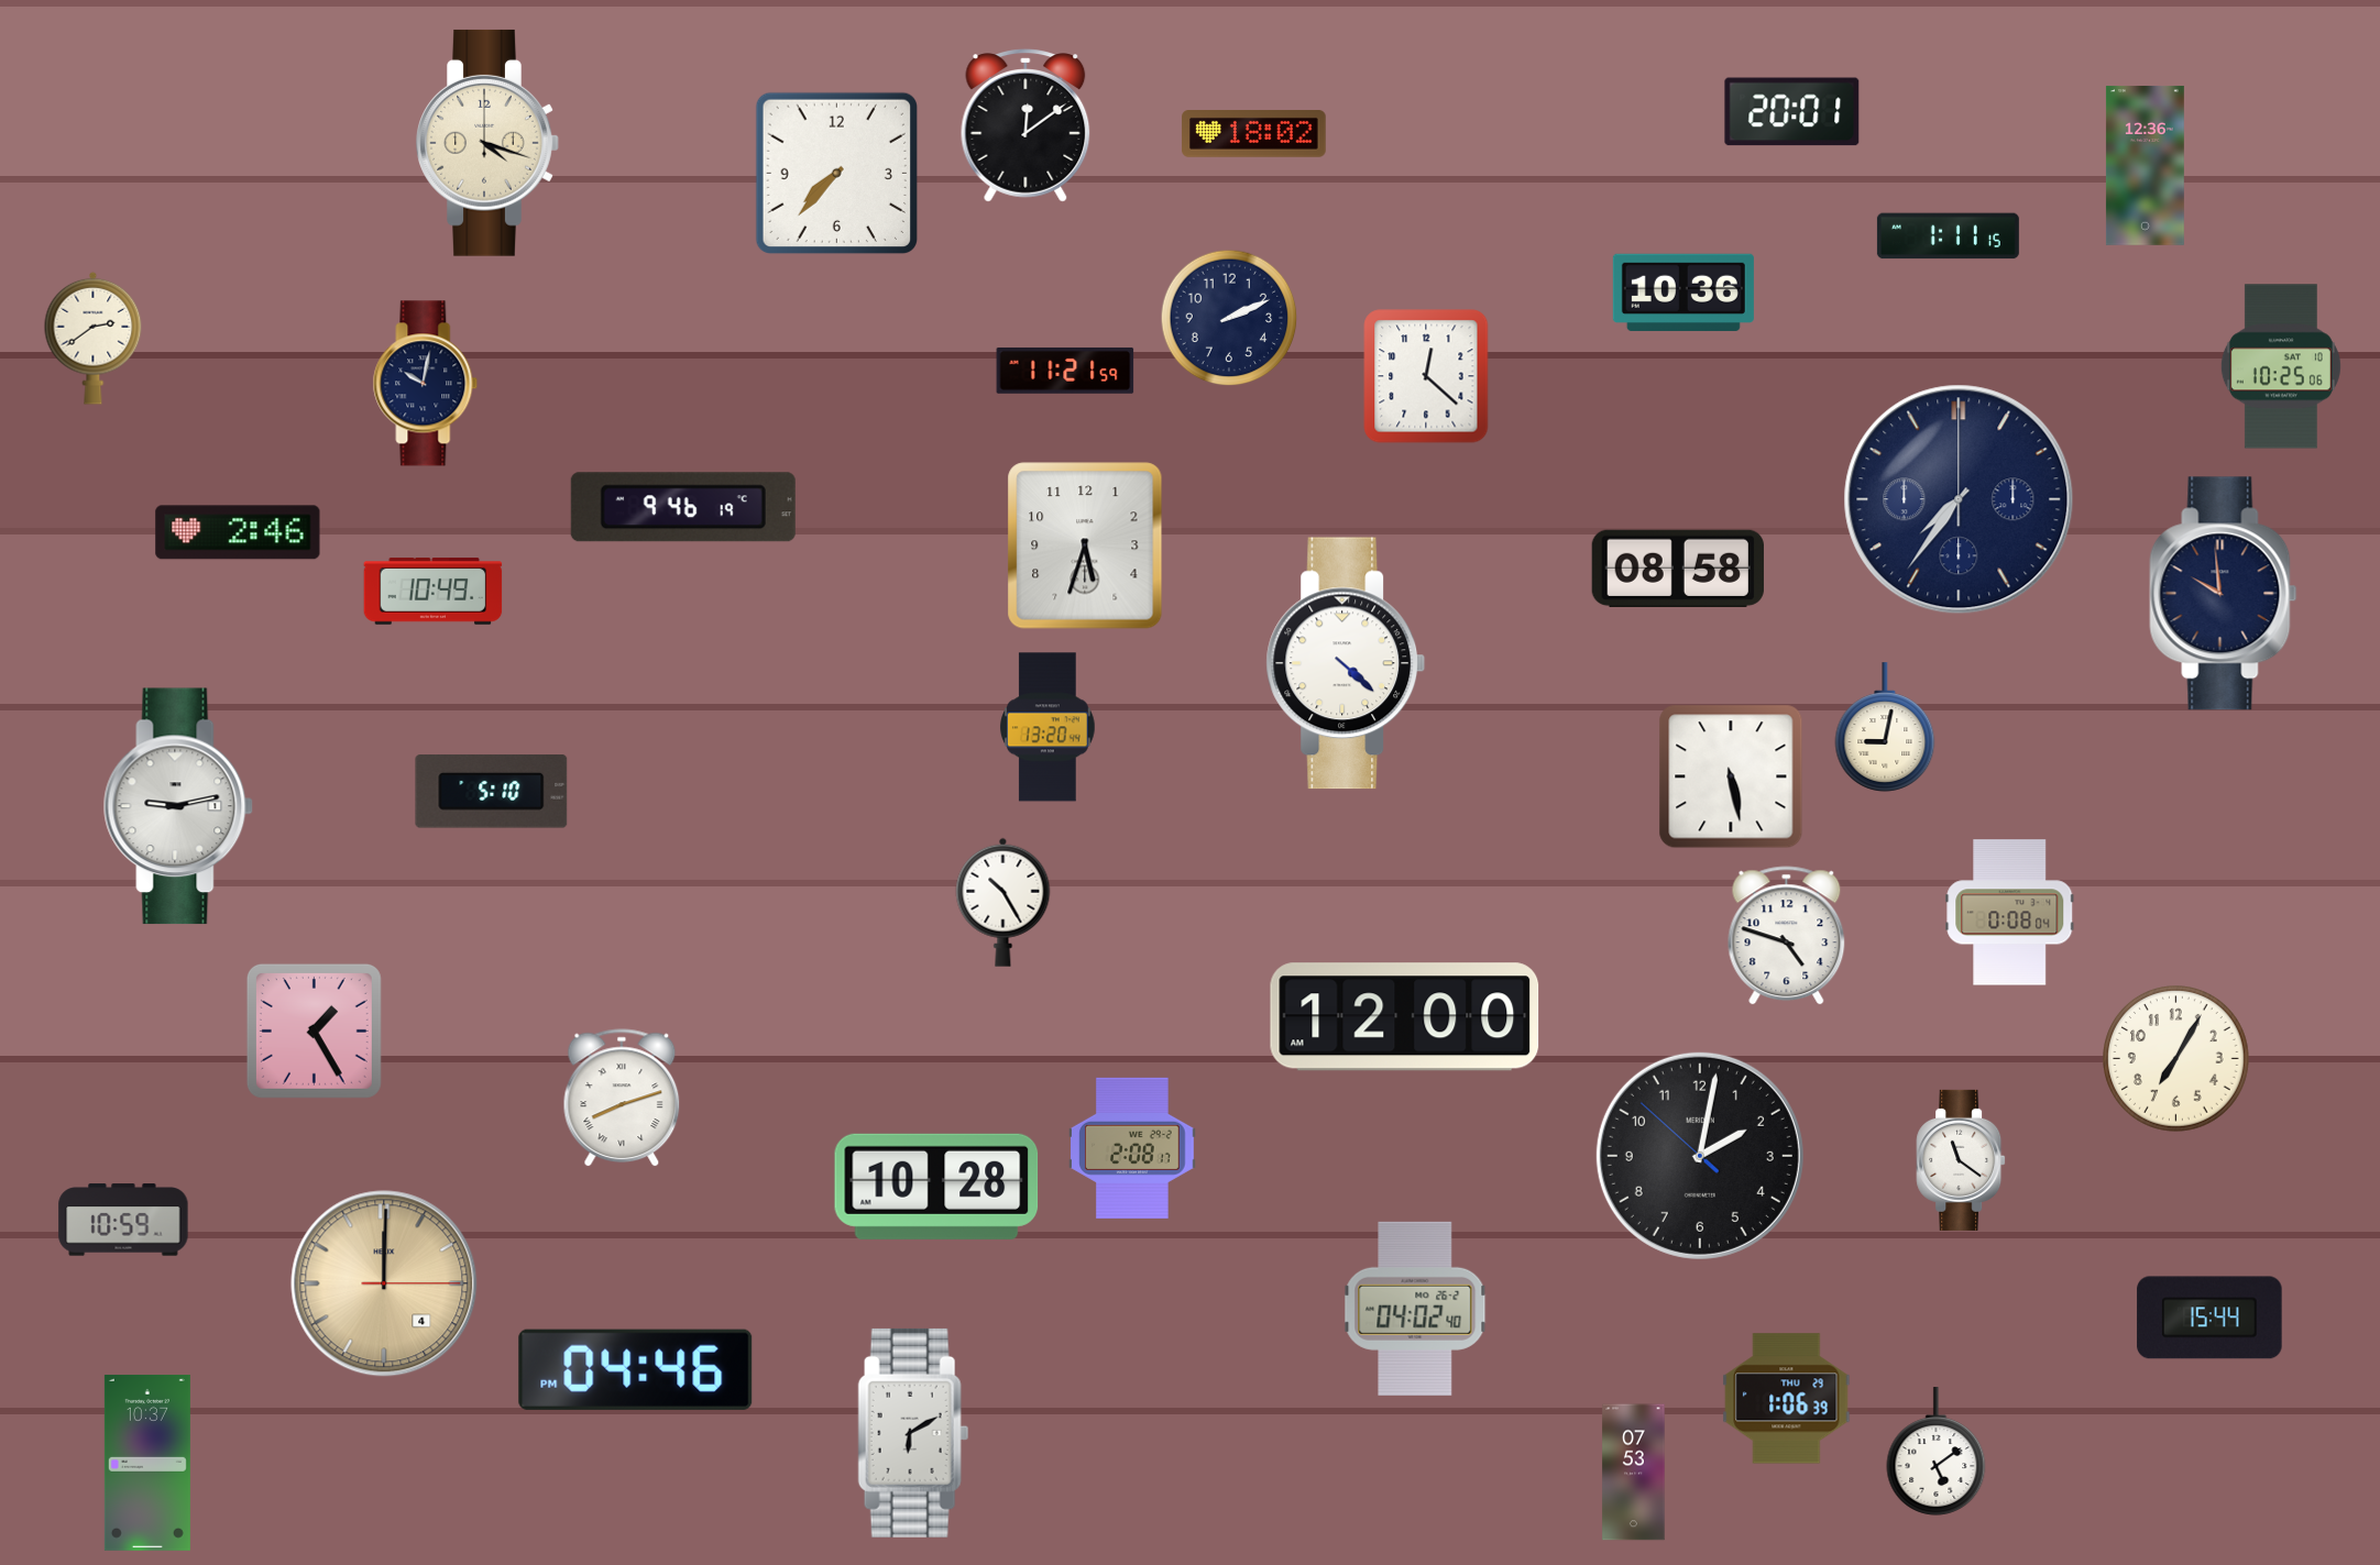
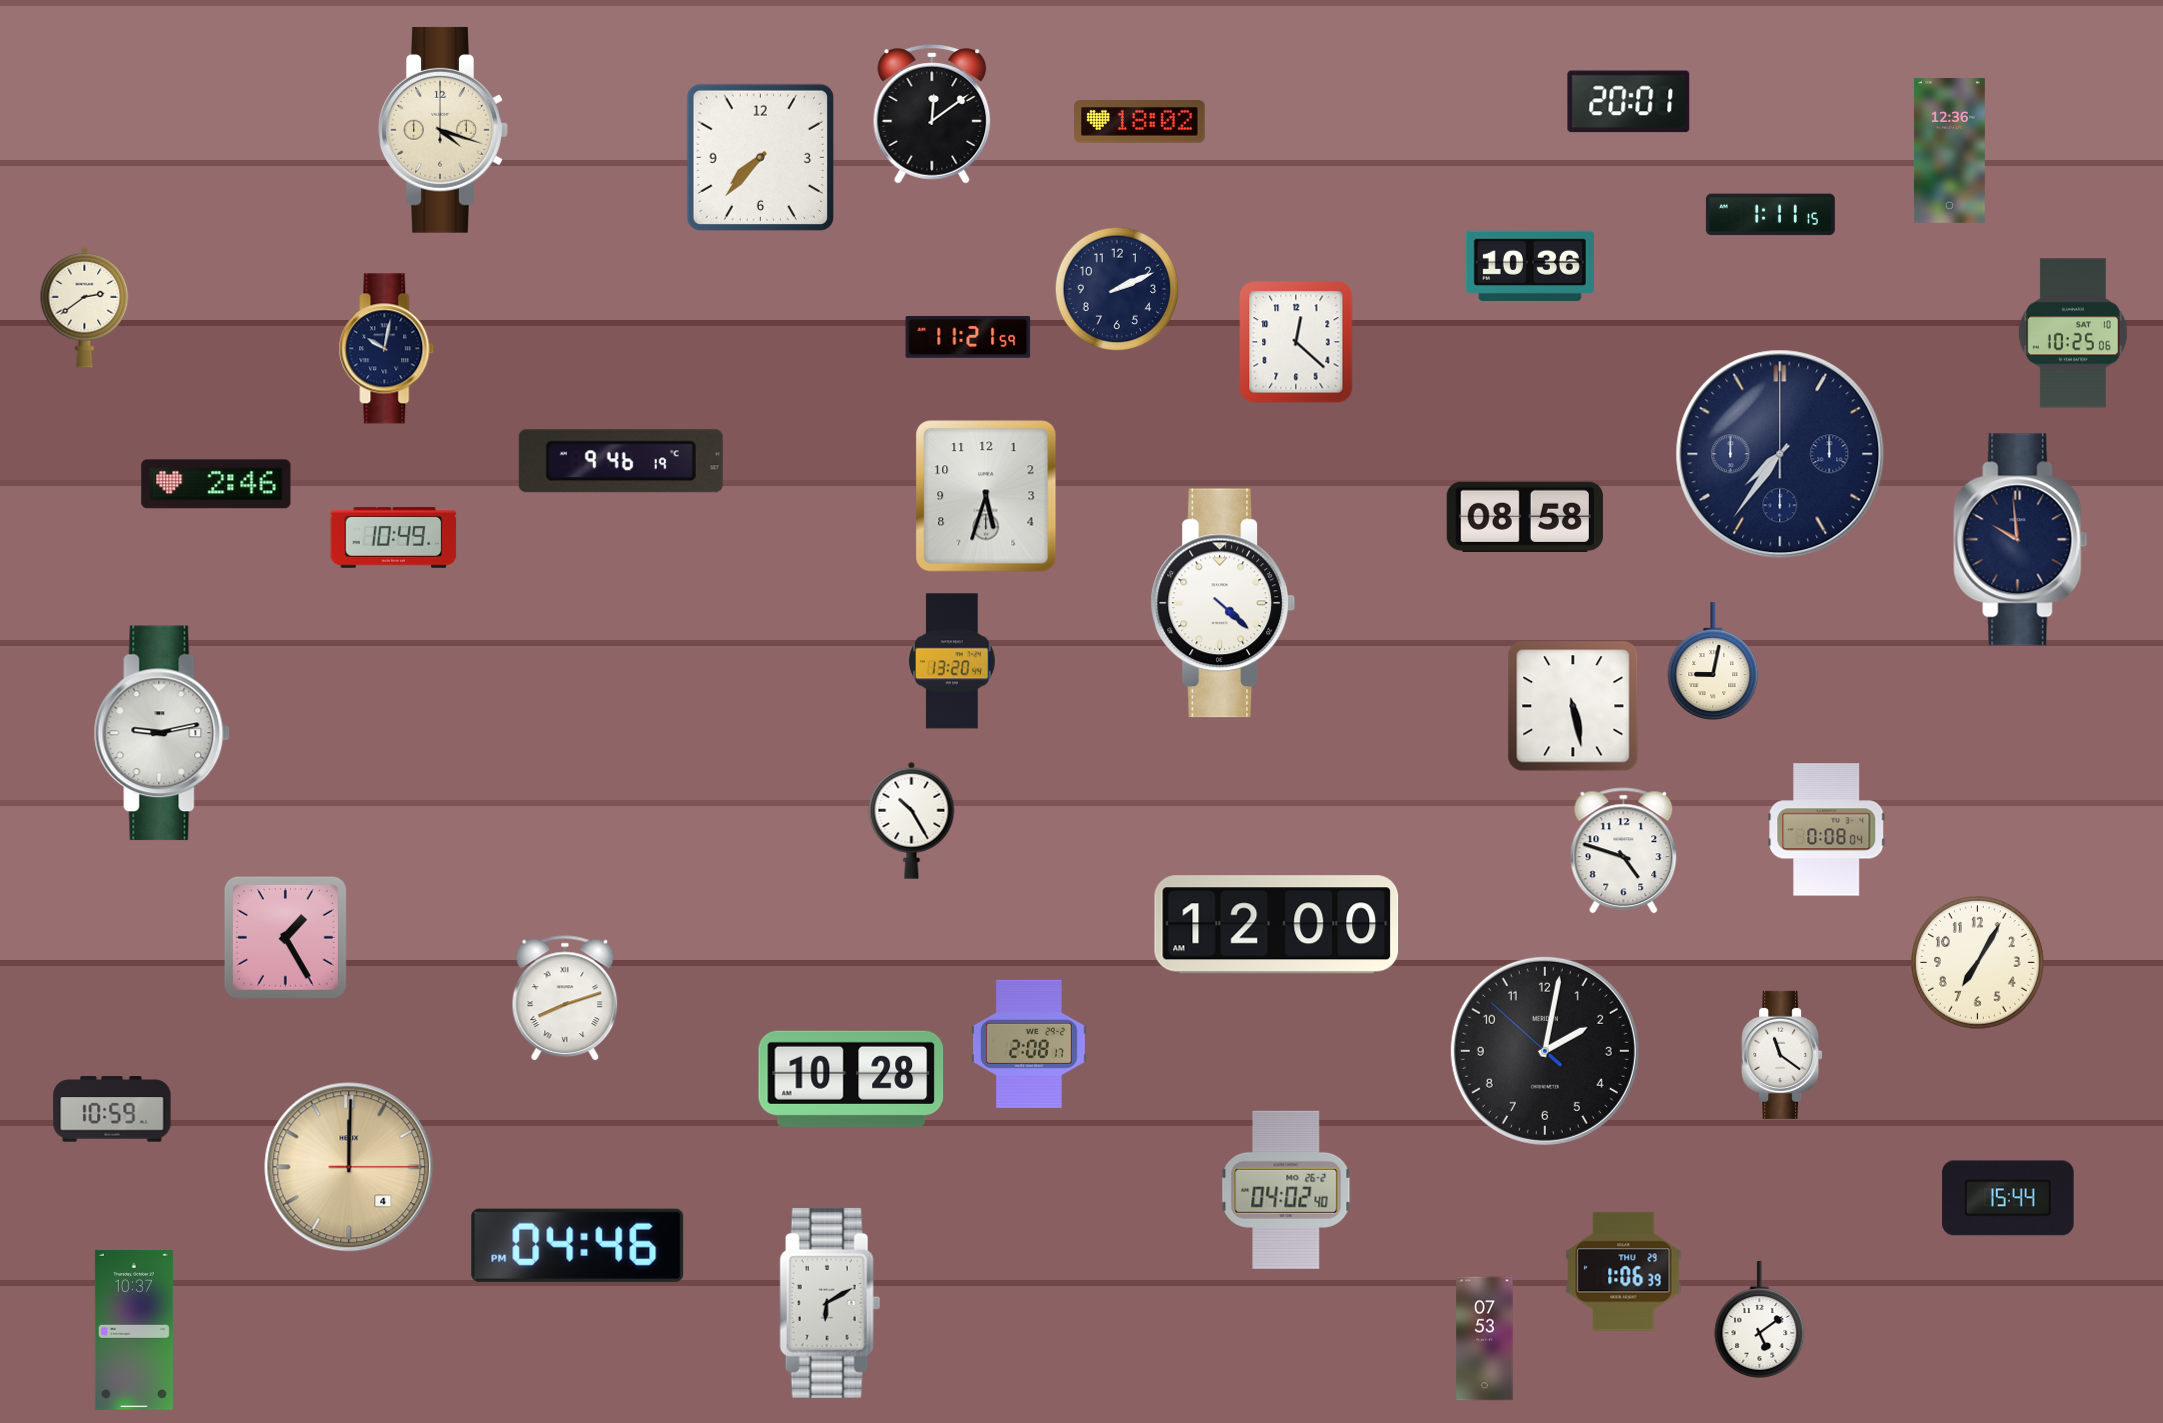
clock at (492, 792): 5:10 -> none
